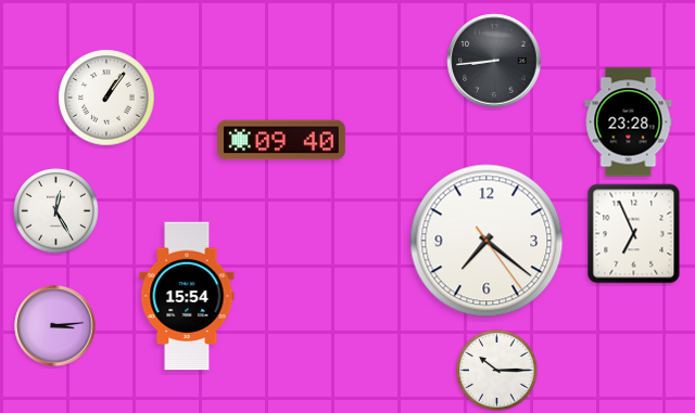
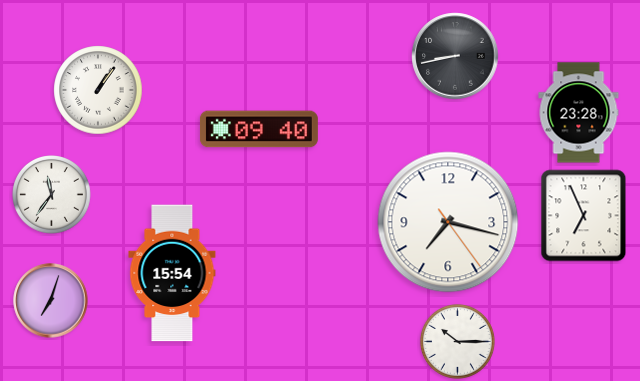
clock at (494, 61): 8:44 -> 8:43
clock at (56, 211): 12:25 -> 11:36
clock at (486, 241): 7:21 -> 7:17
clock at (55, 326): 3:14 -> 7:03
